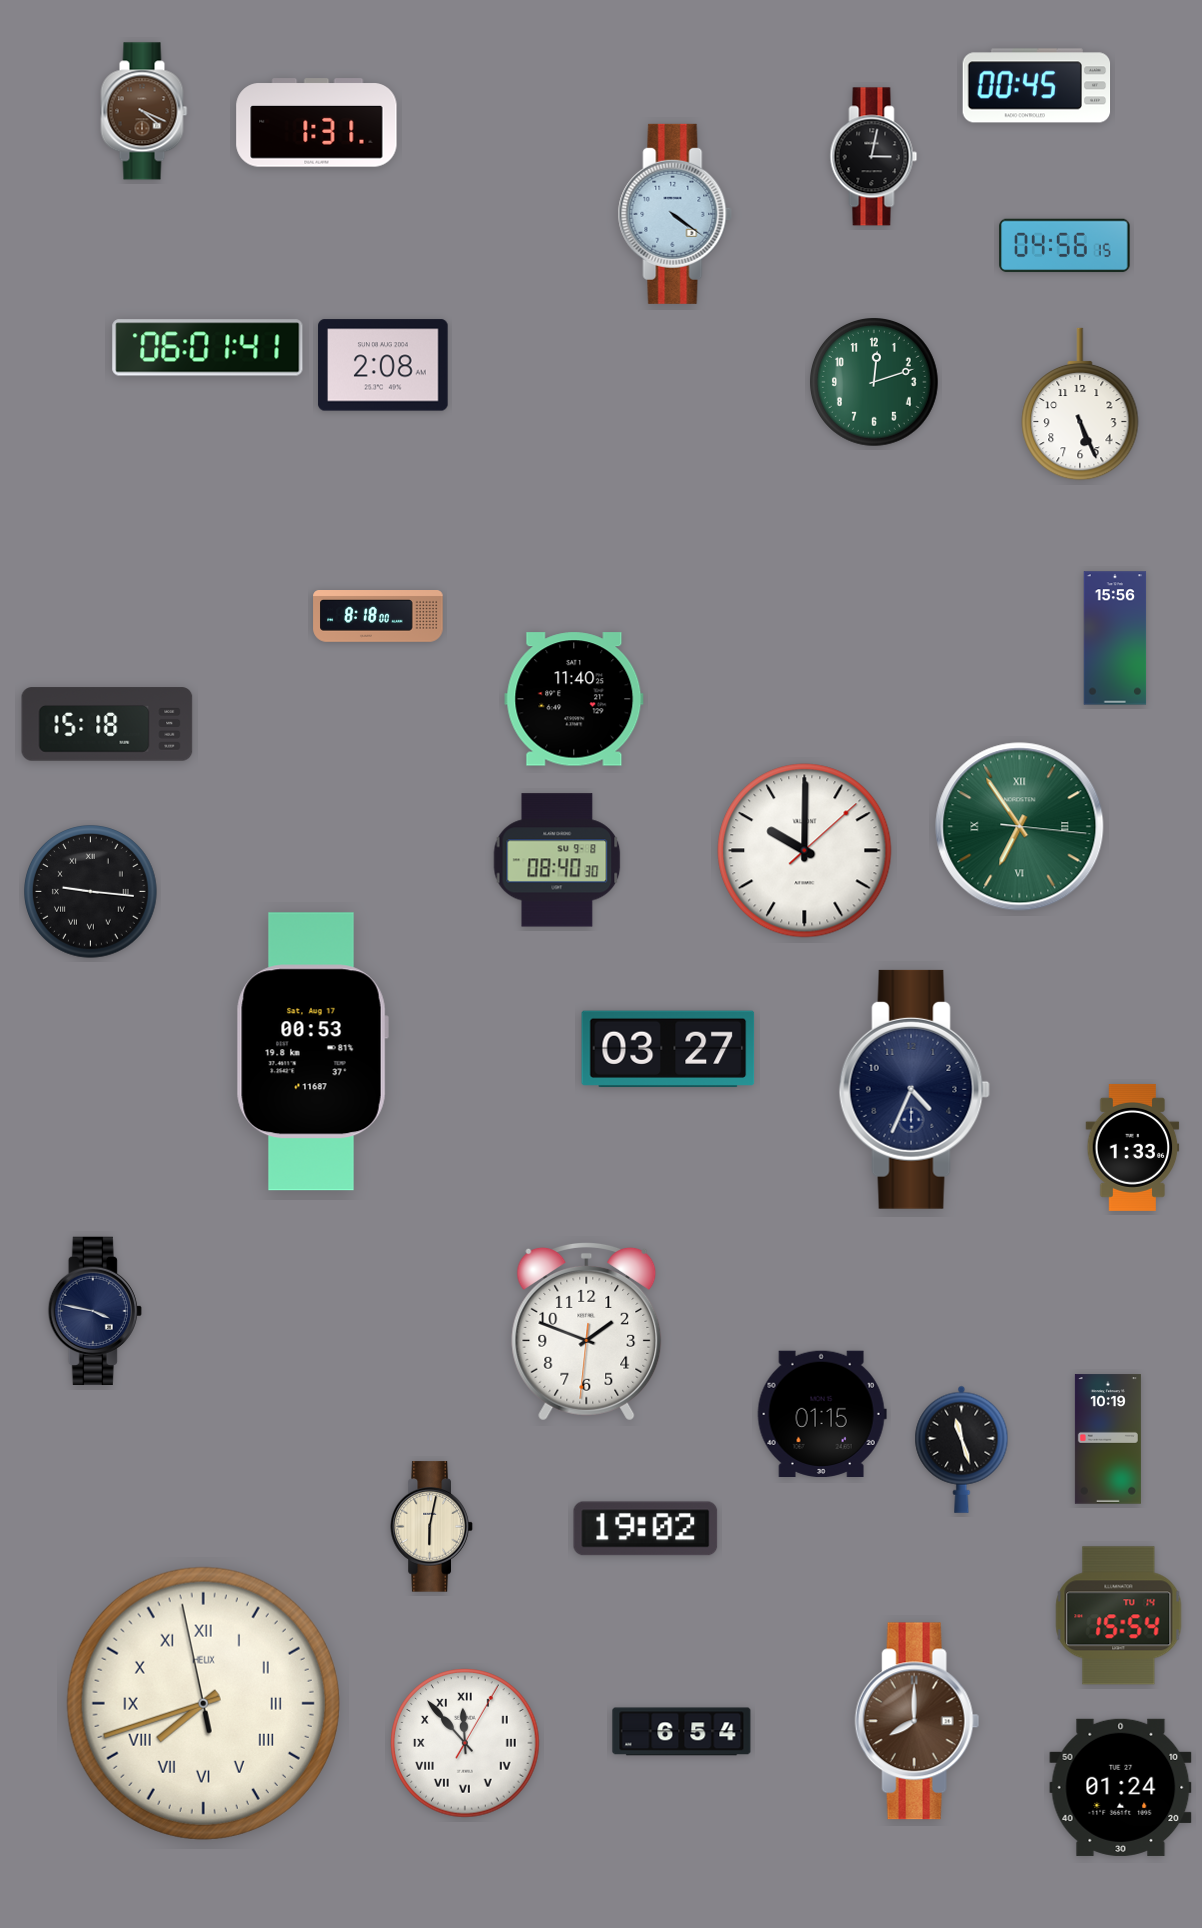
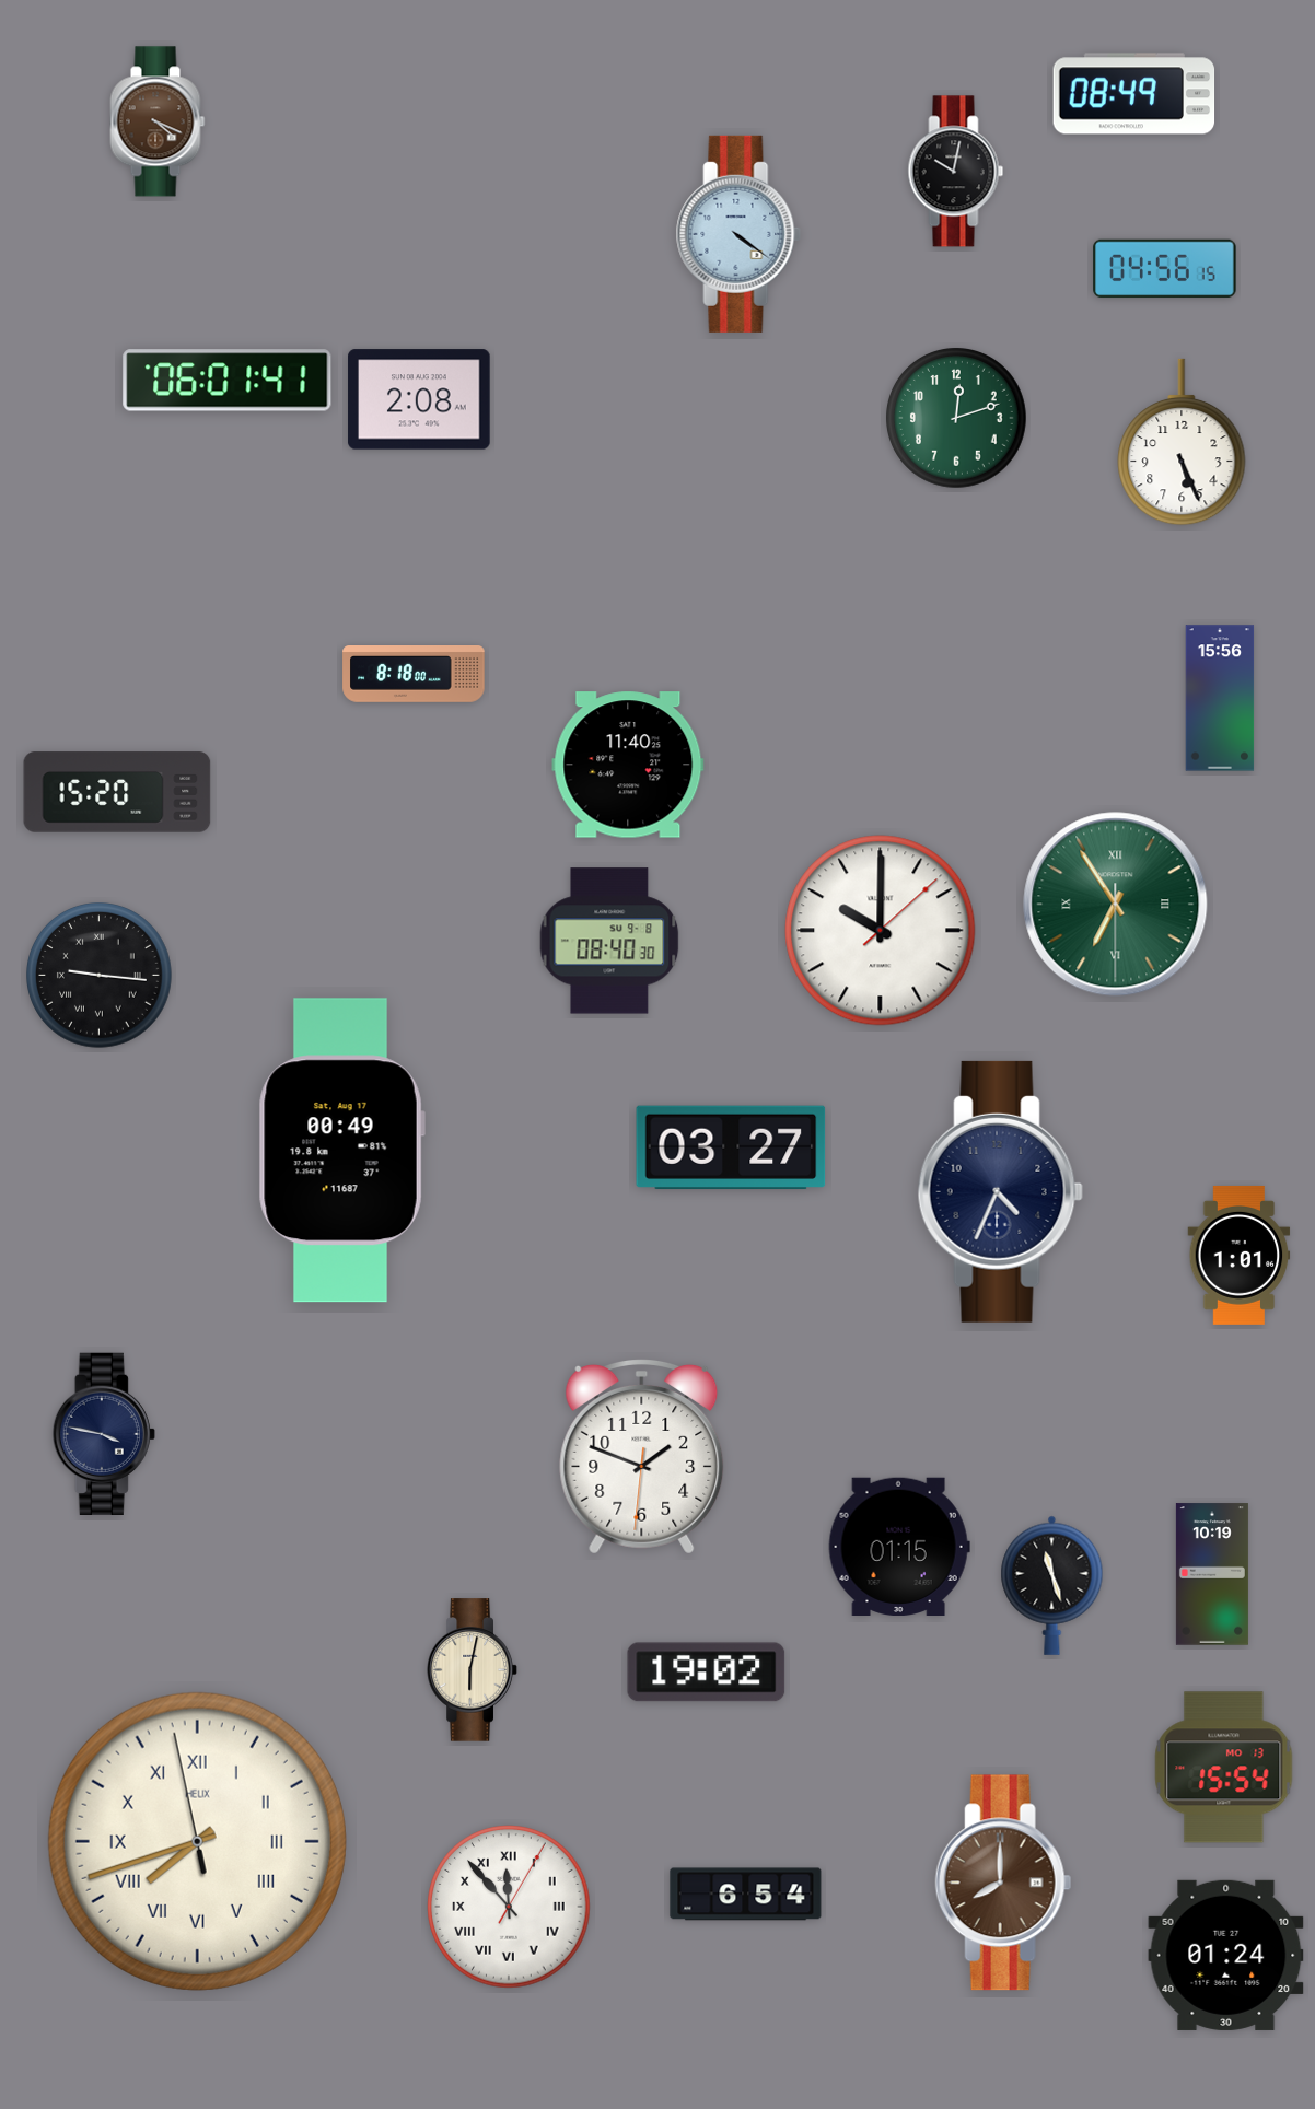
clock at (1037, 86): 00:45 -> 08:49
clock at (317, 123): 1:31 -> none
clock at (874, 157): 3:02 -> 10:02
clock at (107, 724): 15:18 -> 15:20
clock at (1020, 827): 6:54:16 -> 6:54:30
clock at (312, 1052): 00:53 -> 00:49
clock at (1133, 1147): 1:33 -> 1:01
clock at (1119, 1616) date: TU 14 -> MO 13
clock at (203, 1703) position: (203, 1703) -> (197, 1841)
